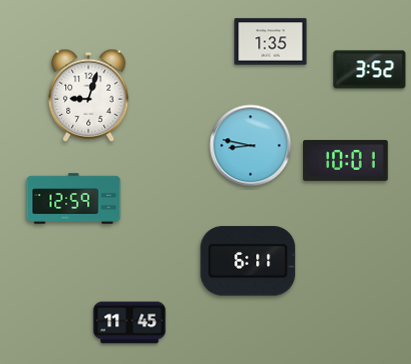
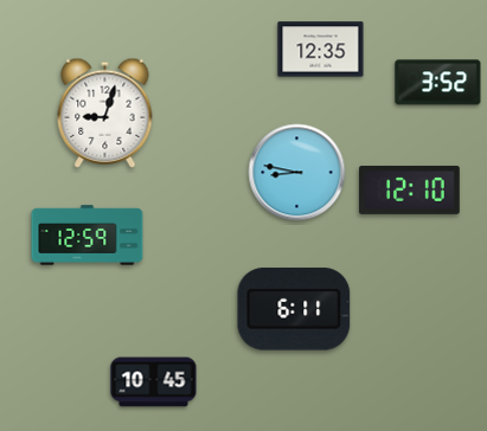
clock at (271, 42): 1:35 -> 12:35
clock at (346, 160): 10:01 -> 12:10
clock at (130, 323): 11:45 -> 10:45
